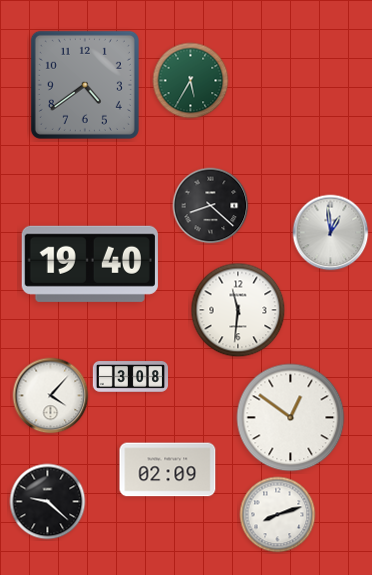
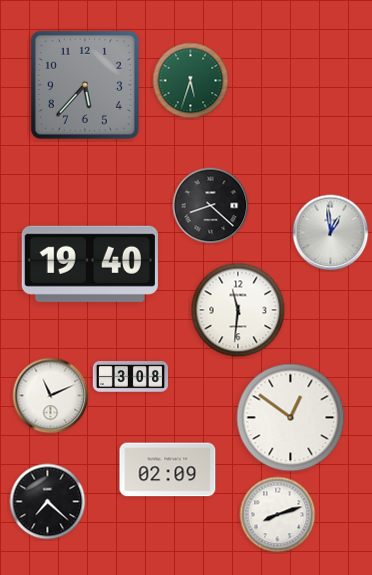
clock at (191, 81): 5:35 -> 5:33
clock at (85, 85): 4:39 -> 5:37
clock at (51, 396): 4:07 -> 11:11
clock at (48, 502): 9:22 -> 7:22
